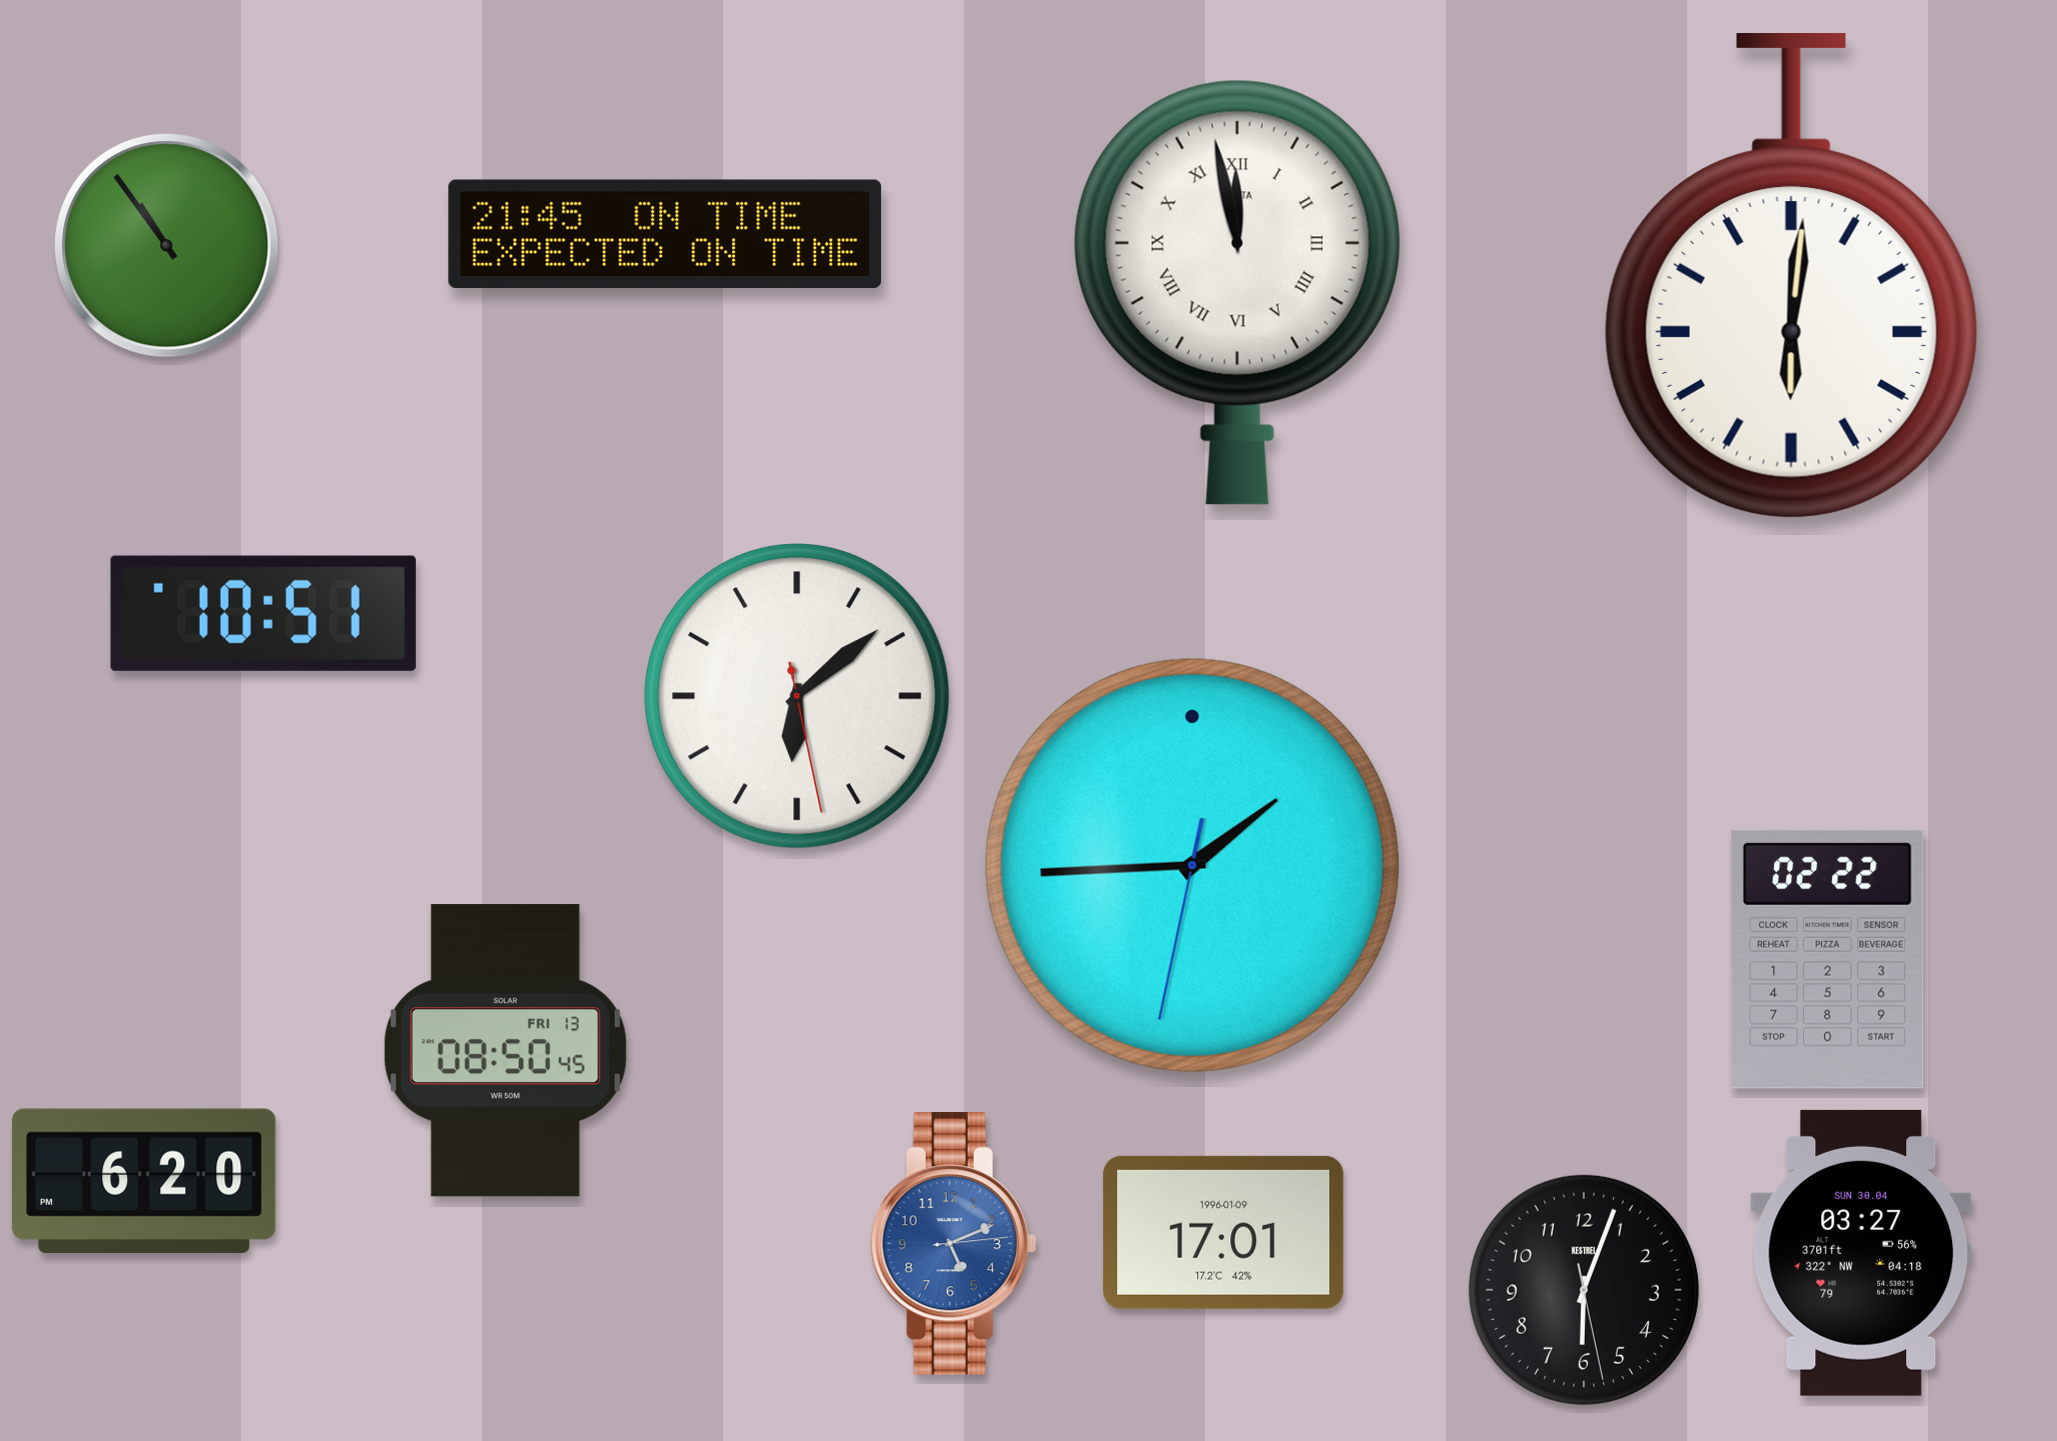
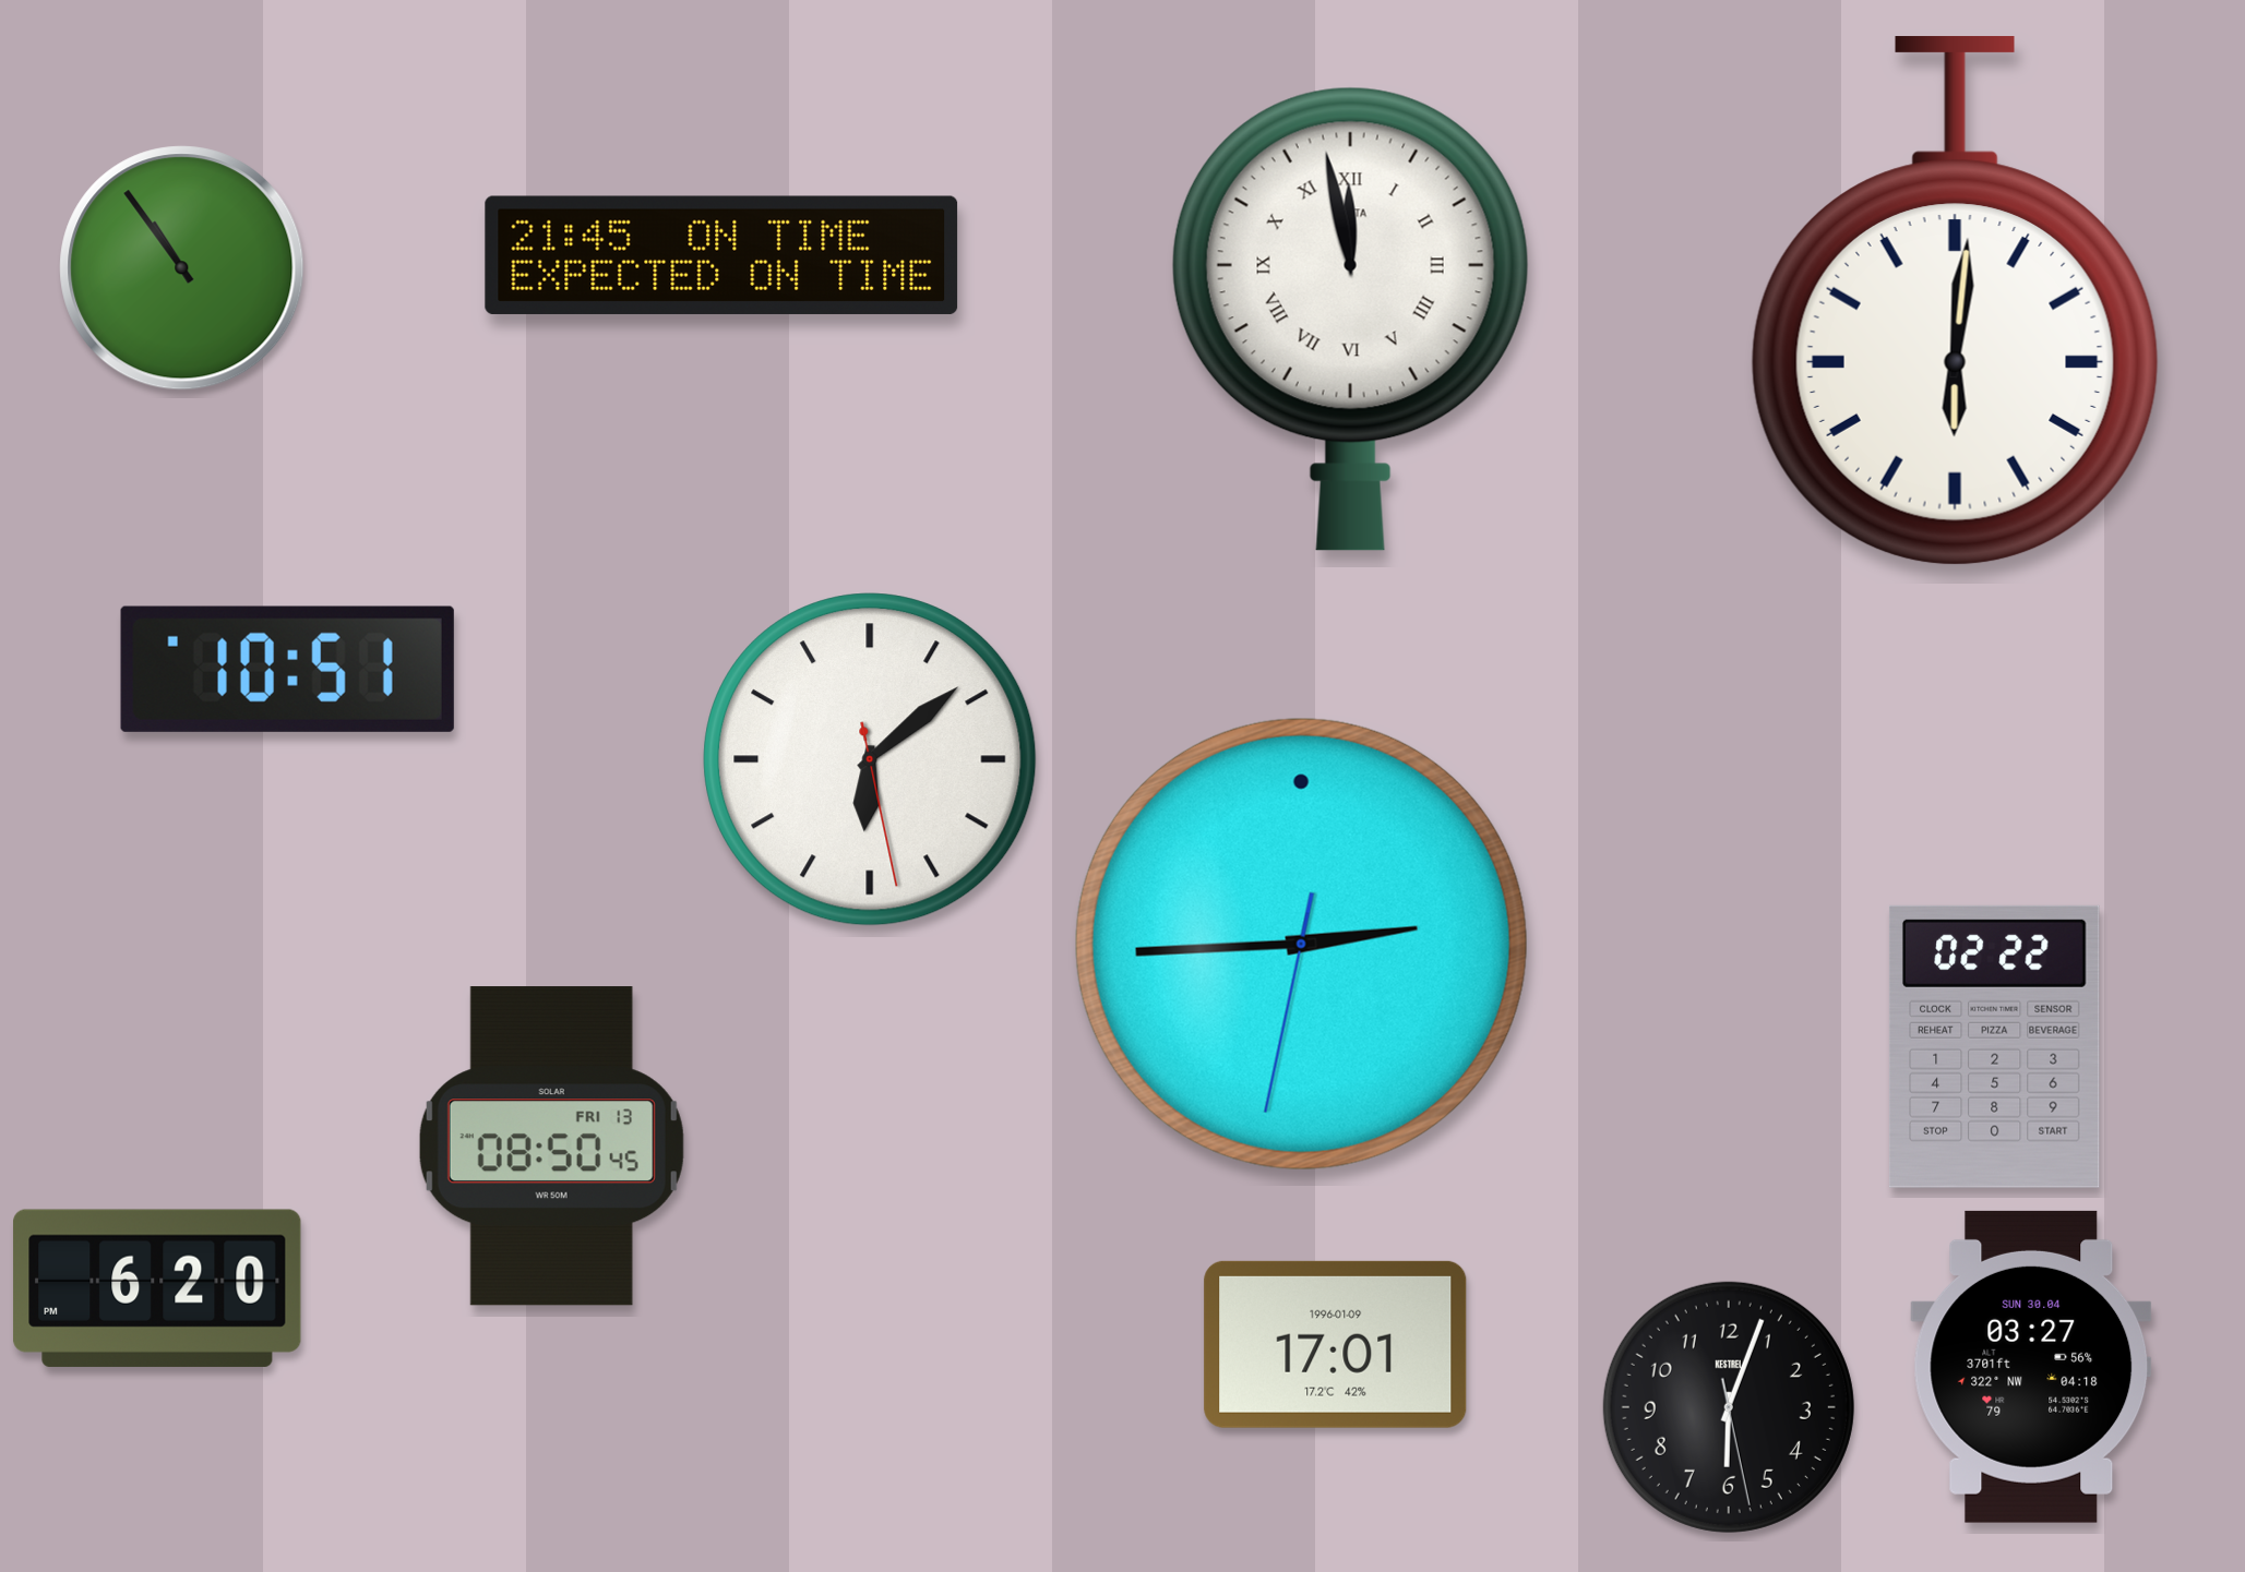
clock at (665, 234) position: (665, 234) -> (721, 255)
clock at (1192, 865): 1:44 -> 2:44
clock at (953, 1244): 5:11 -> none
